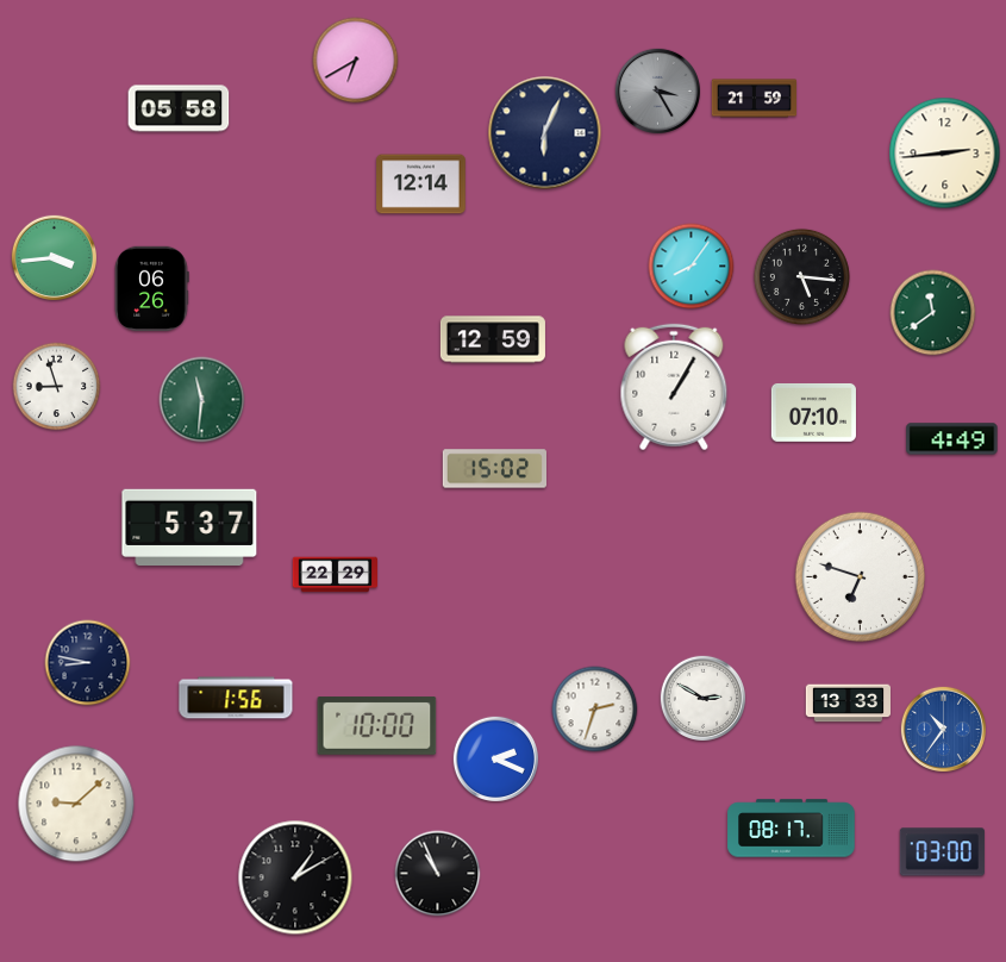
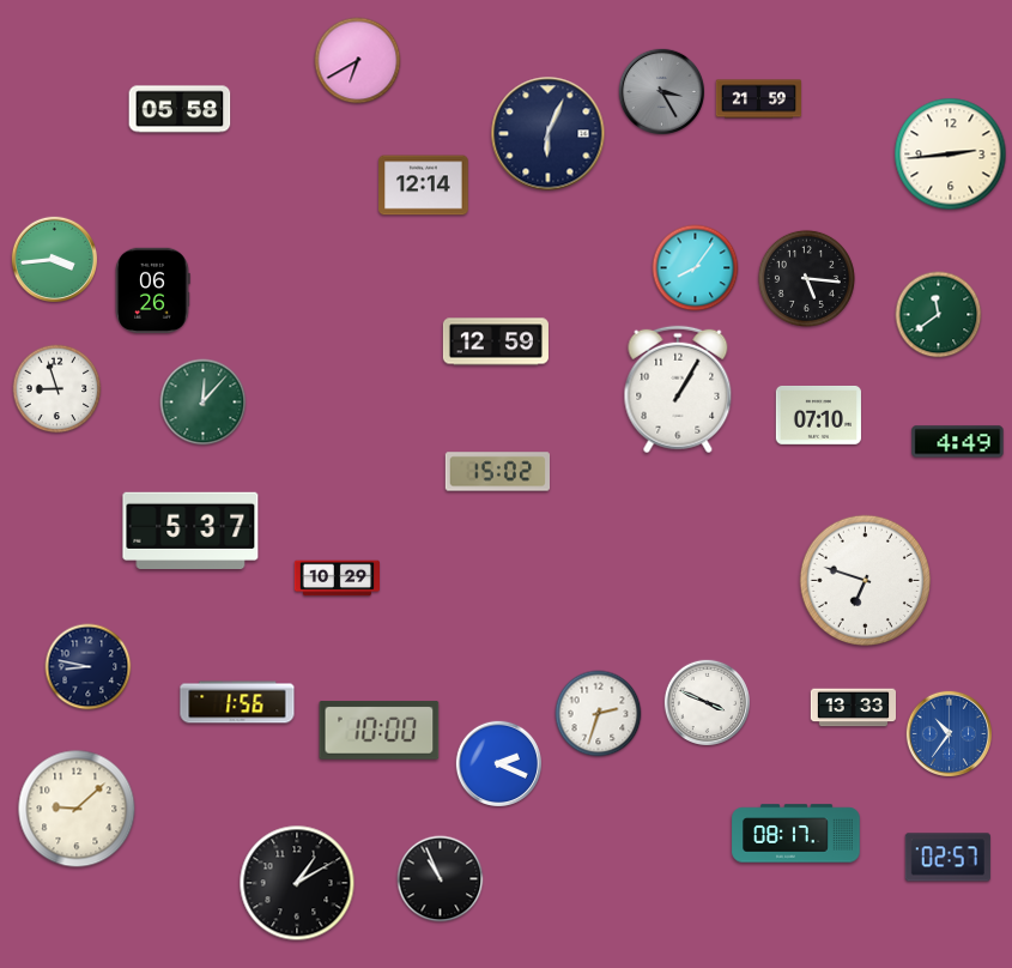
clock at (202, 400): 11:31 -> 12:07
clock at (335, 575): 22:29 -> 10:29
clock at (702, 698): 2:50 -> 3:49
clock at (942, 852): 03:00 -> 02:57
